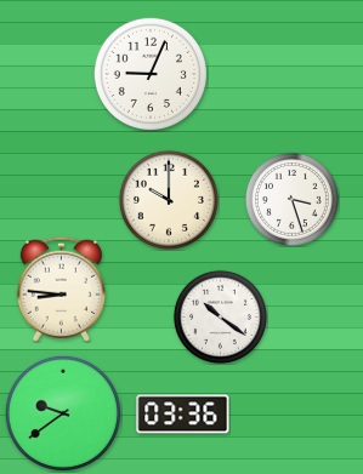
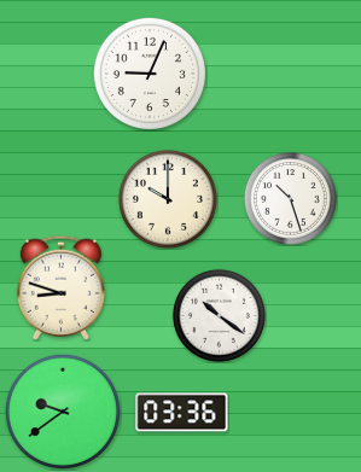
clock at (291, 199): 3:27 -> 10:27
clock at (61, 289): 8:46 -> 8:48
